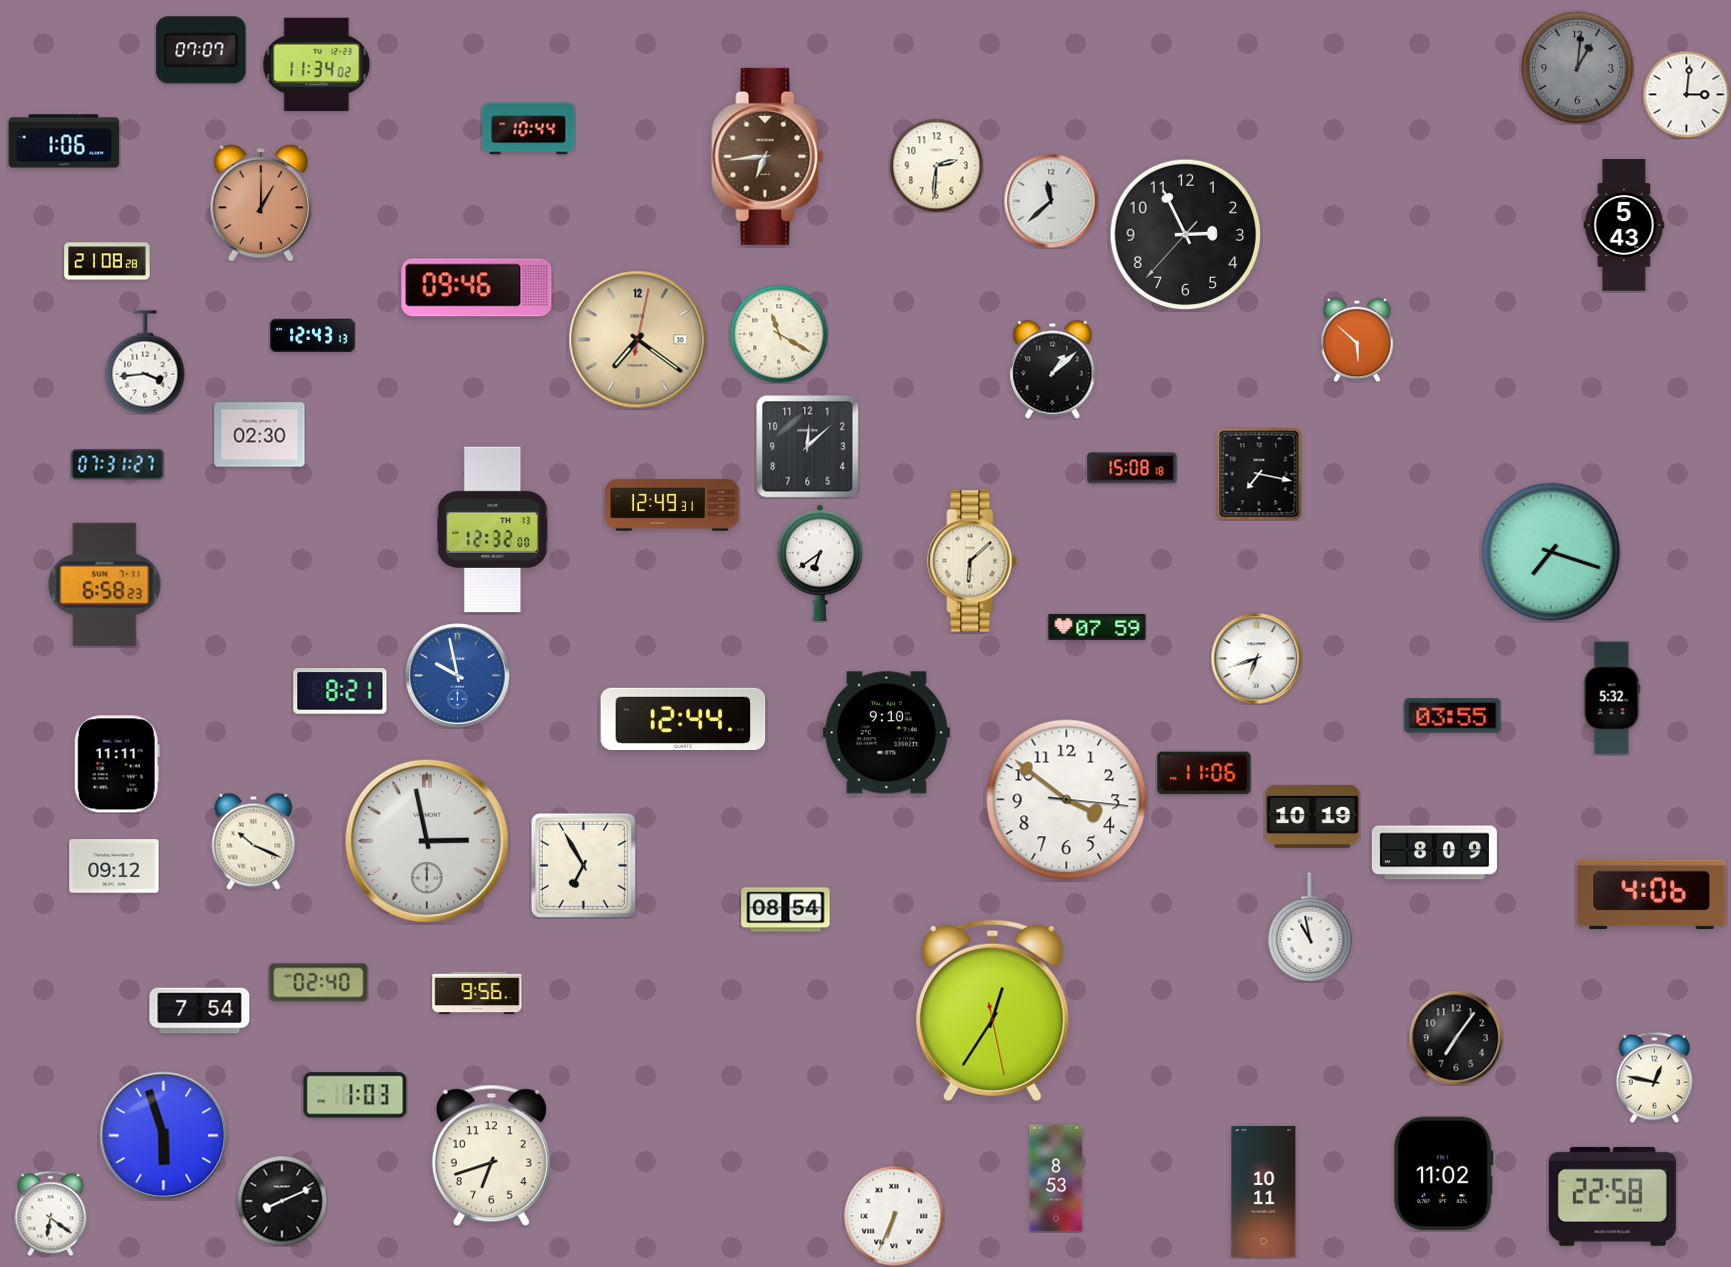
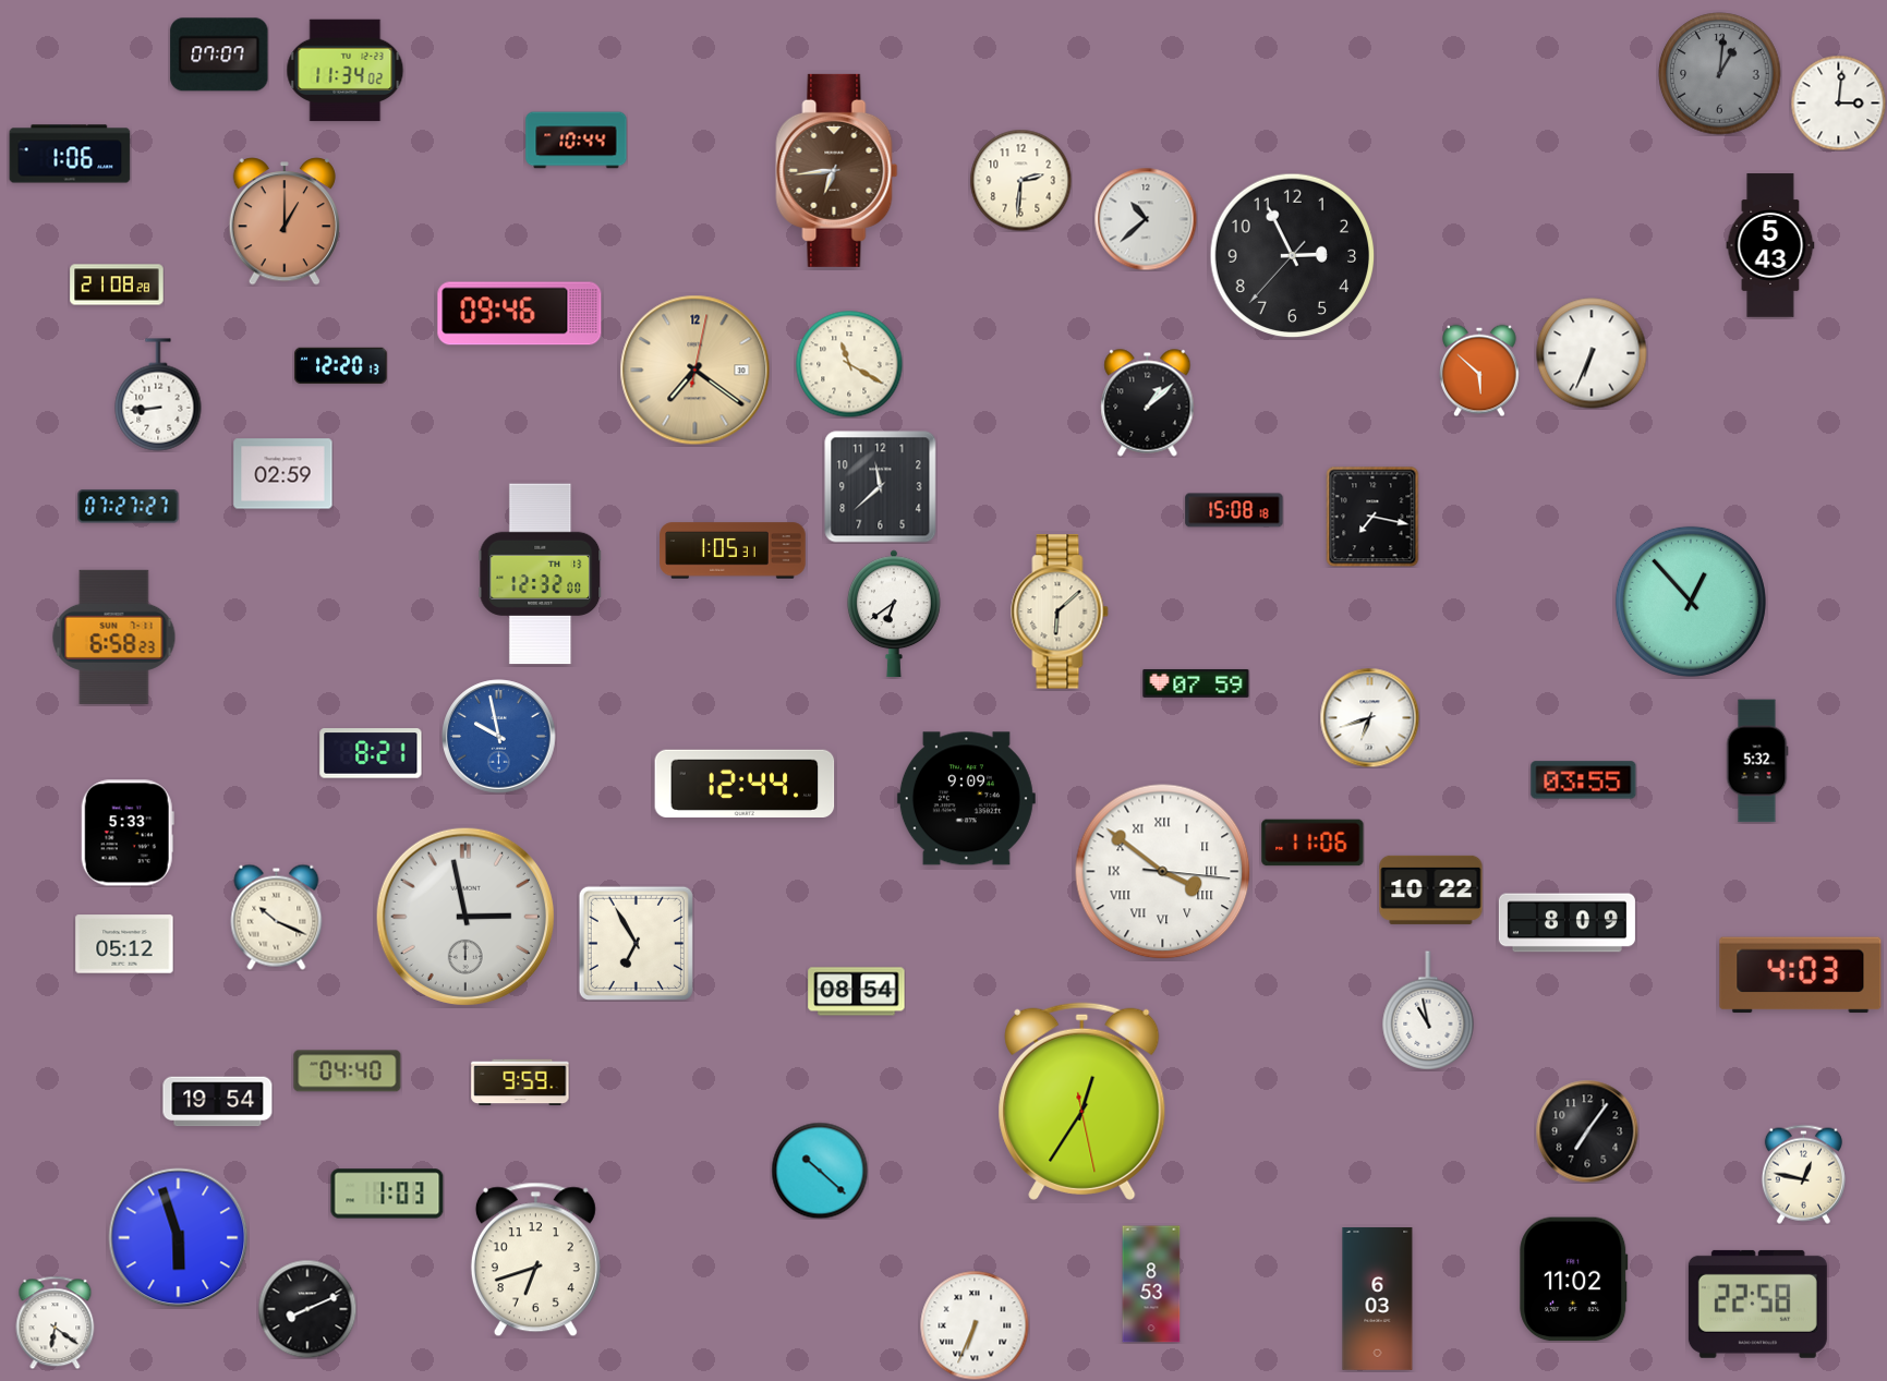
clock at (1051, 201): 11:38 -> 10:38
clock at (1592, 353): none -> 6:34
clock at (313, 335): 12:43 -> 12:20
clock at (145, 362): 3:44 -> 8:44
clock at (260, 435): 02:30 -> 02:59
clock at (808, 447): 12:08 -> 11:38
clock at (118, 465): 07:31 -> 07:27
clock at (672, 505): 12:49 -> 1:05
clock at (493, 530) position: (493, 530) -> (541, 574)
clock at (1551, 552): 7:18 -> 12:53
clock at (886, 733): 9:10 -> 9:09
clock at (117, 764): 11:11 -> 5:33
clock at (1067, 800) numerals: Arabic -> Roman
clock at (1313, 816): 10:19 -> 10:22
clock at (1434, 853) position: (1434, 853) -> (1567, 923)
clock at (114, 866): 09:12 -> 05:12
clock at (1652, 895): 4:06 -> 4:03
clock at (319, 983): 02:40 -> 04:40
clock at (477, 993): 9:56 -> 9:59
clock at (200, 1011): 7:54 -> 19:54
clock at (820, 1171): none -> 10:22
clock at (1264, 1192): 10:11 -> 6:03
